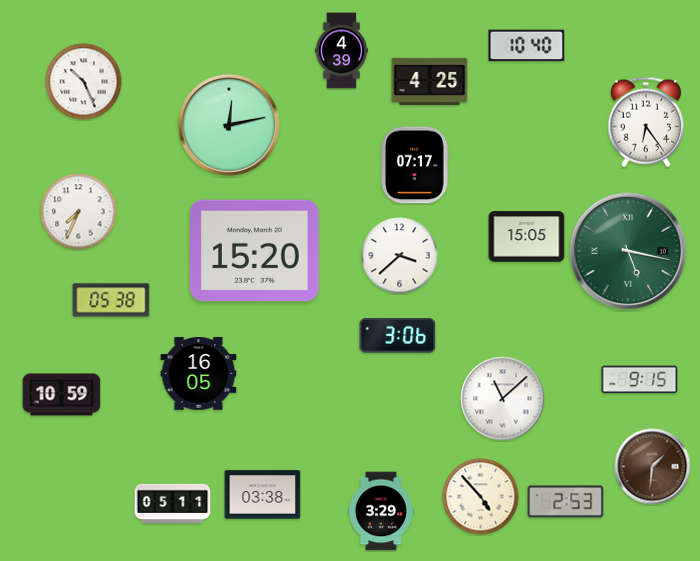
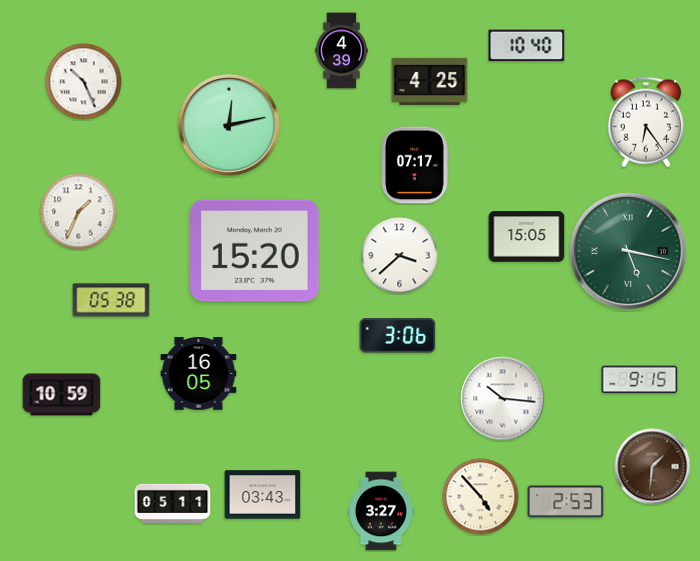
clock at (79, 212): 7:34 -> 1:34
clock at (503, 399): 11:08 -> 10:16
clock at (263, 495): 03:38 -> 03:43
clock at (381, 511): 3:29 -> 3:27
